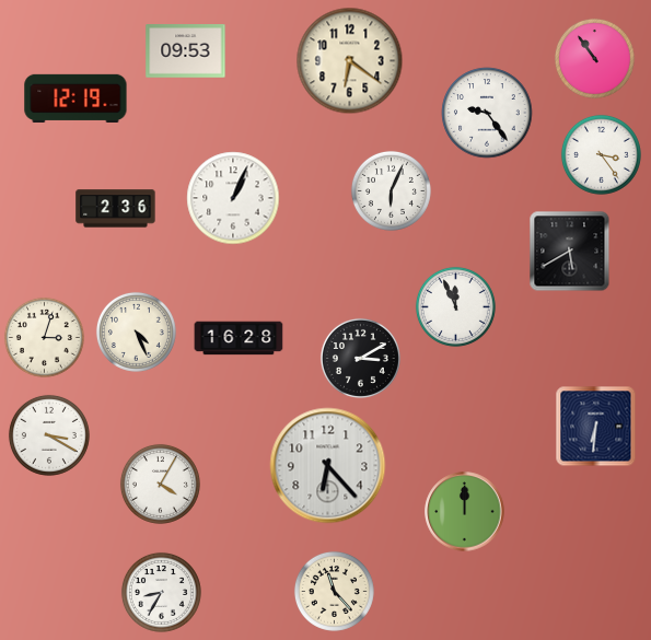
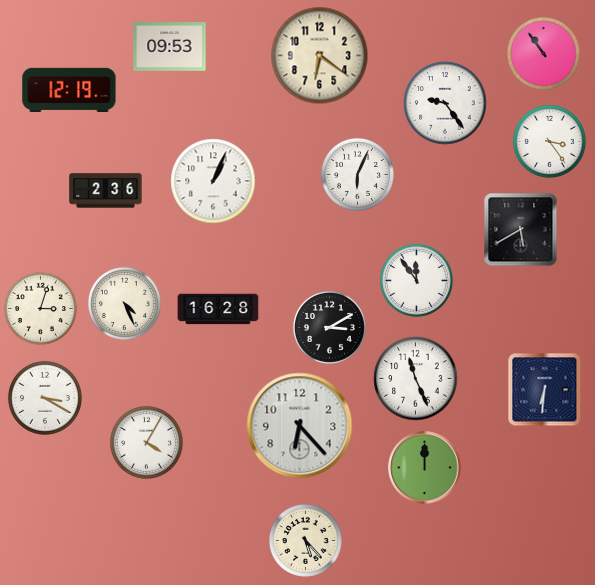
clock at (455, 306): 11:56 -> 11:54
clock at (416, 379): none -> 11:26
clock at (334, 591): 11:23 -> 5:23
clock at (161, 592): 8:35 -> none
